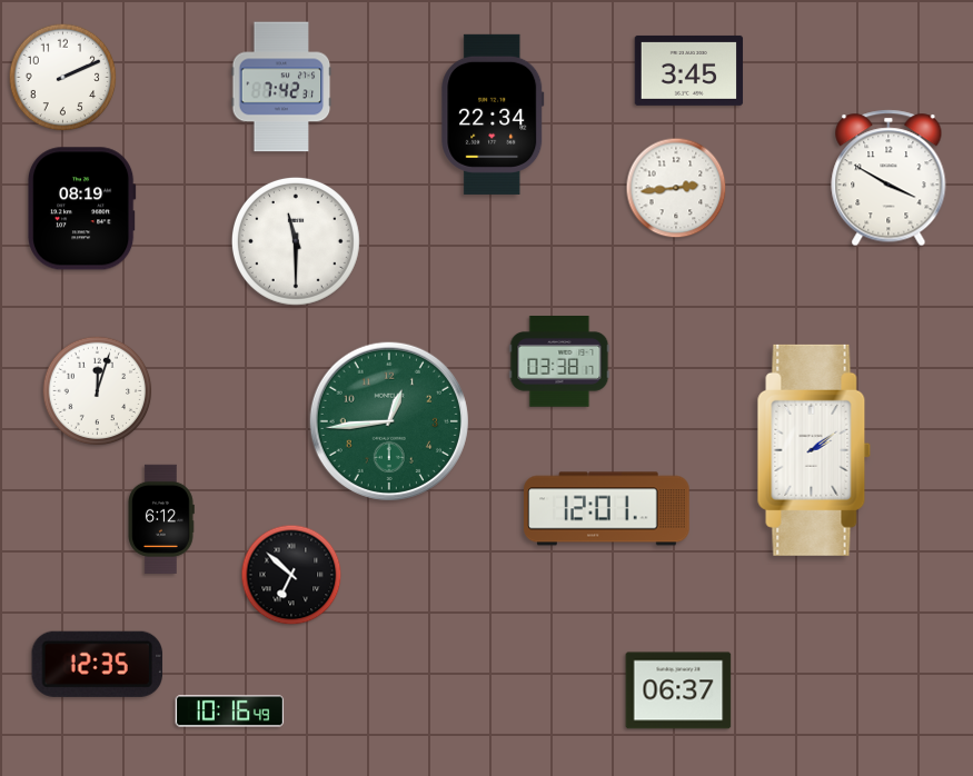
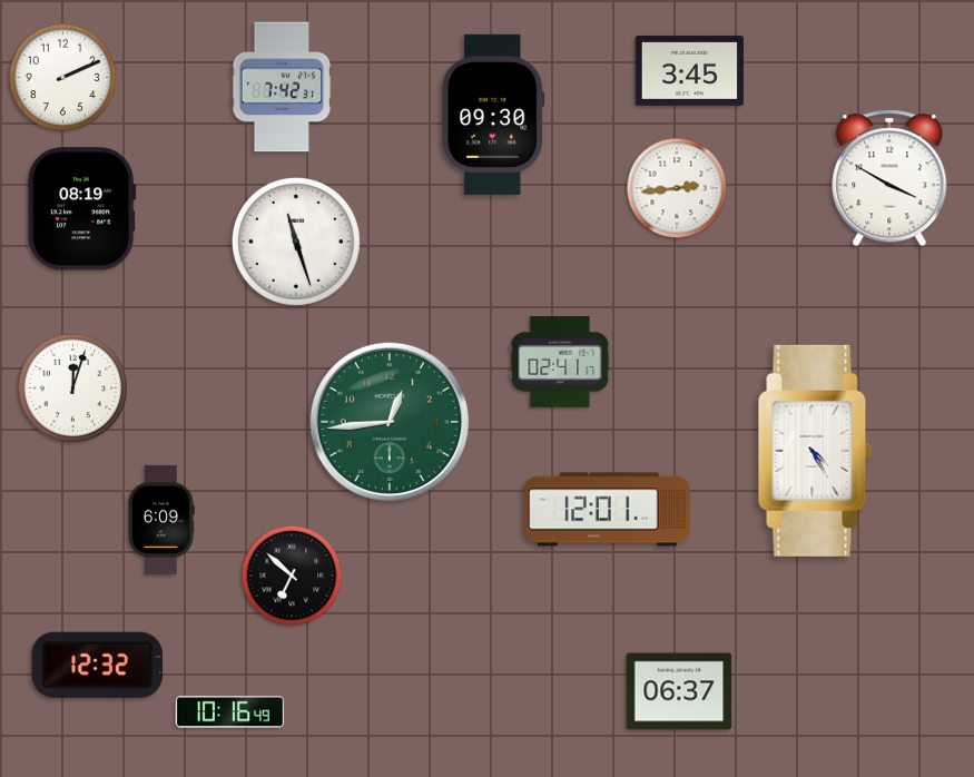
clock at (493, 115): 22:34 -> 09:30
clock at (296, 241): 11:30 -> 11:27
clock at (559, 362): 03:38 -> 02:41
clock at (98, 391) position: (98, 391) -> (73, 389)
clock at (814, 450): 2:09 -> 4:25
clock at (161, 518): 6:12 -> 6:09
clock at (98, 664): 12:35 -> 12:32
